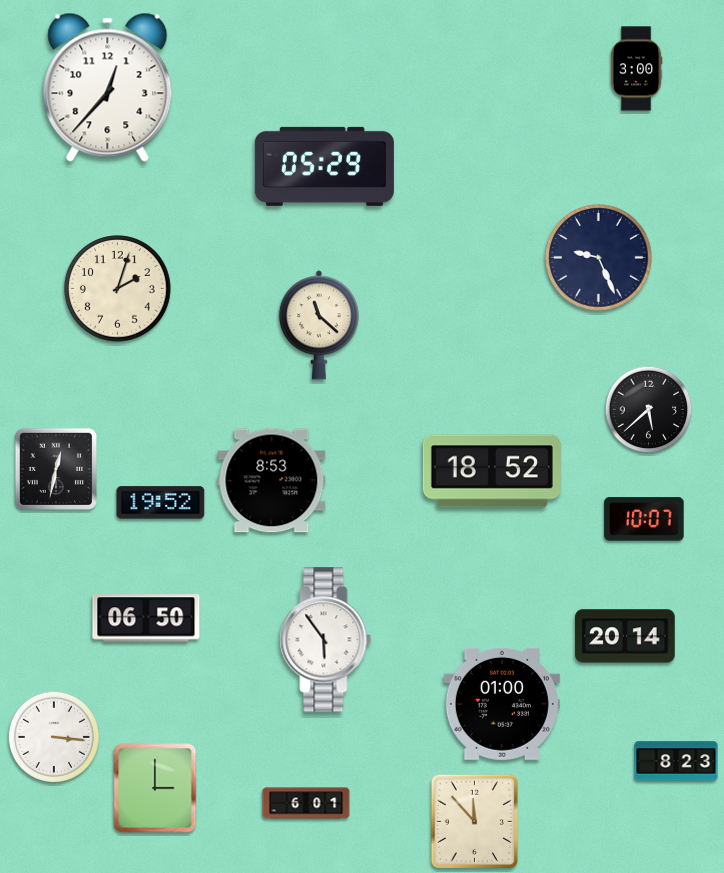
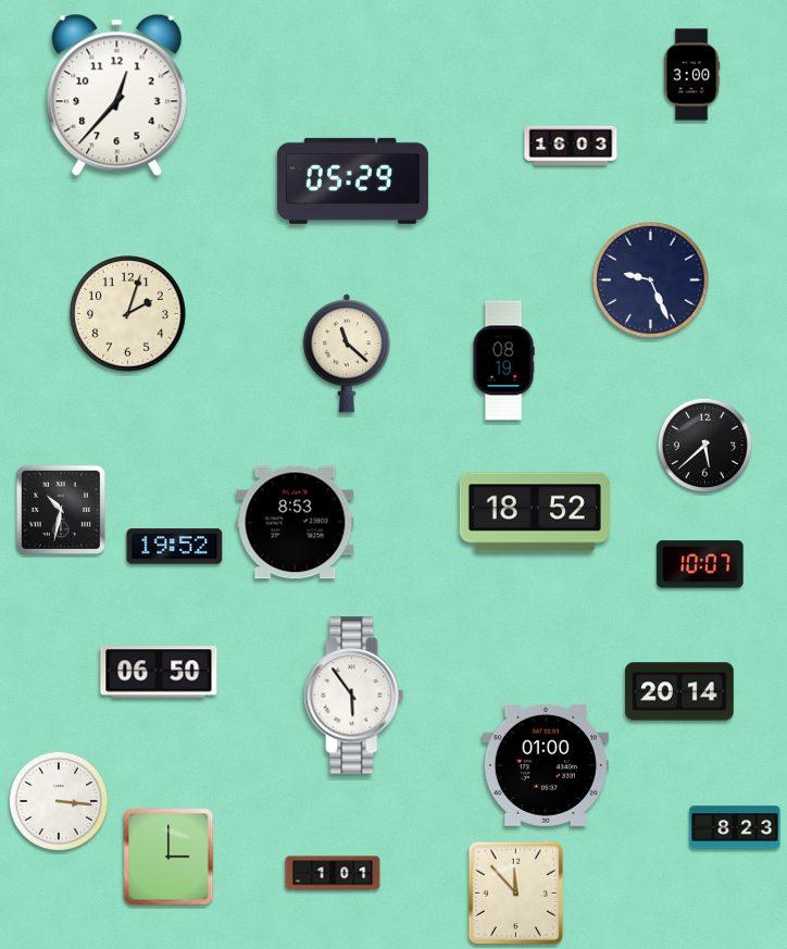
clock at (571, 146): none -> 16:03
clock at (503, 361): none -> 08:19
clock at (56, 469): 12:32 -> 10:32
clock at (306, 803): 6:01 -> 1:01
